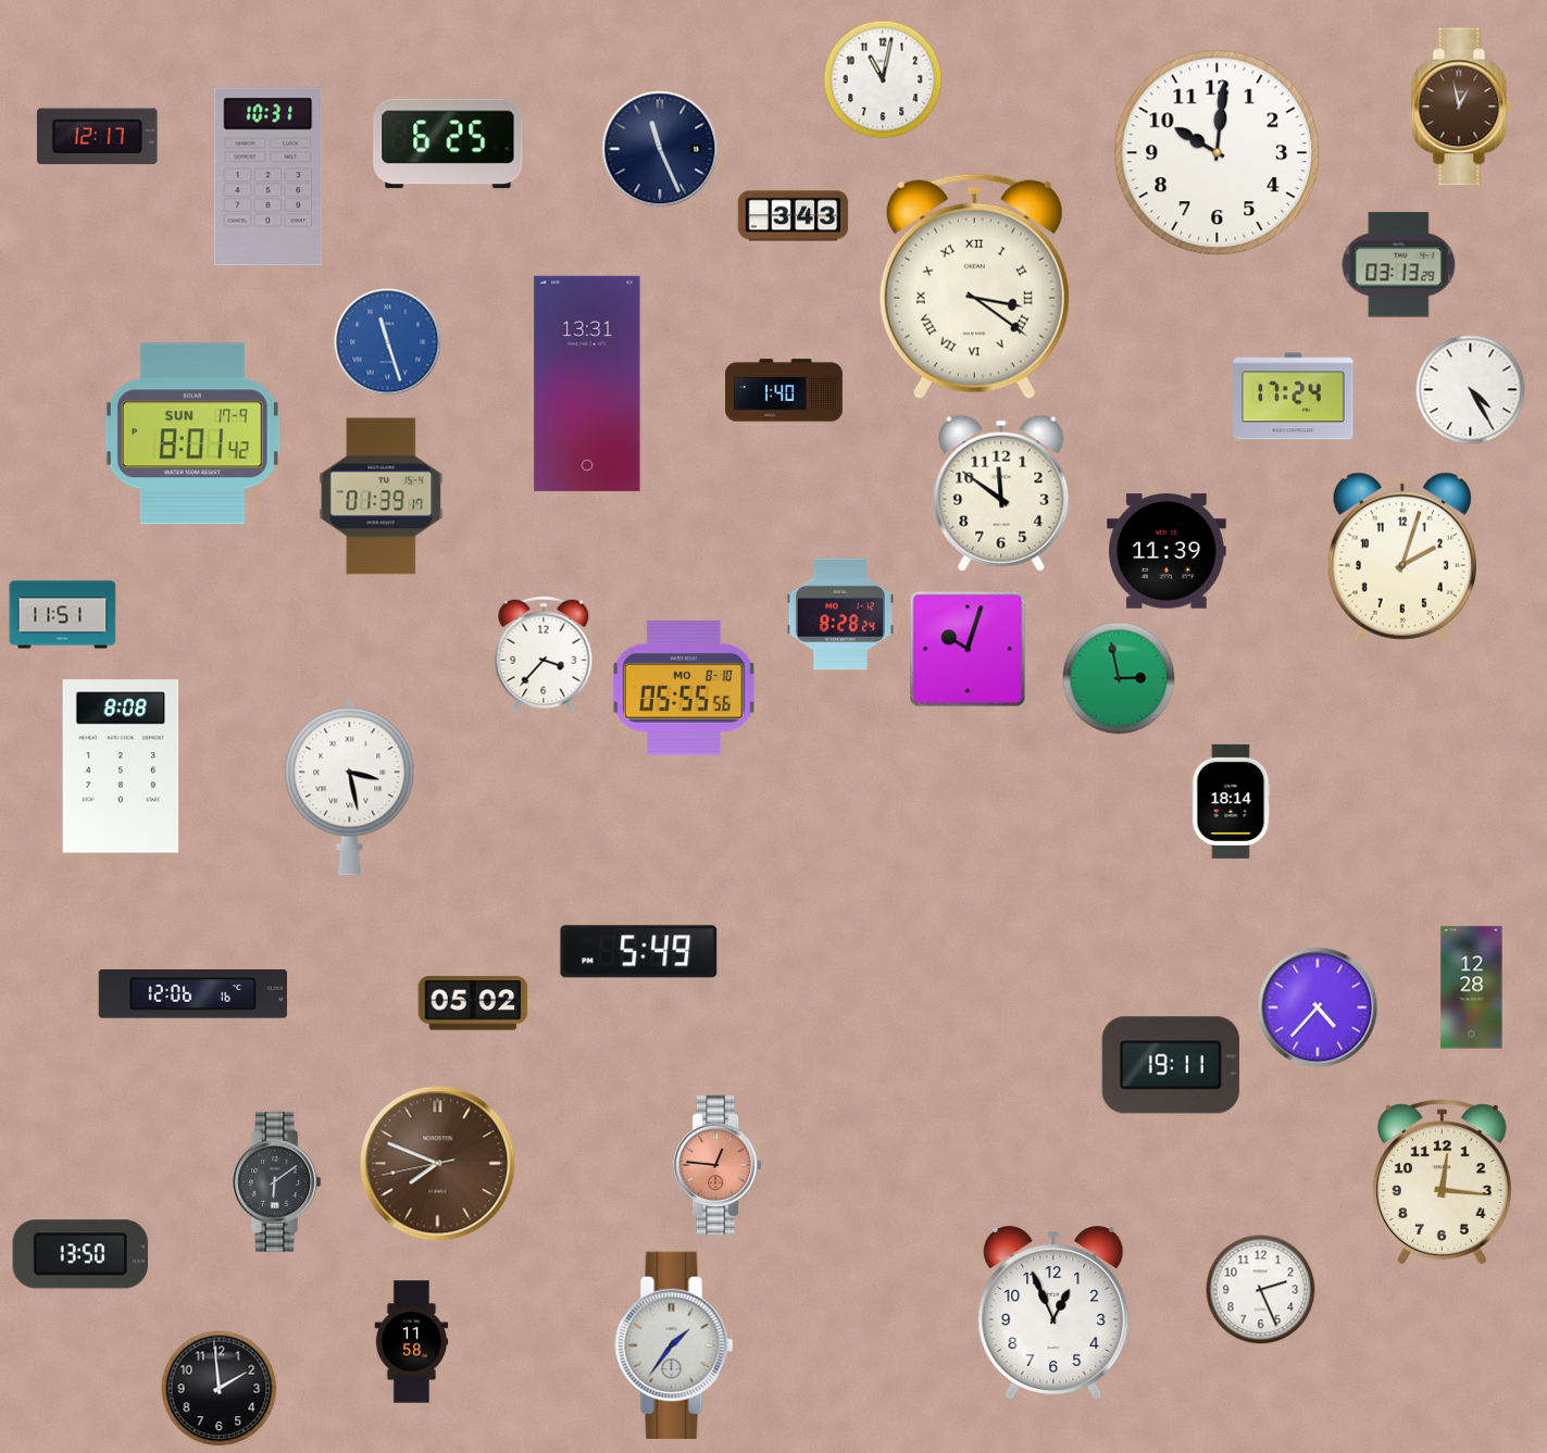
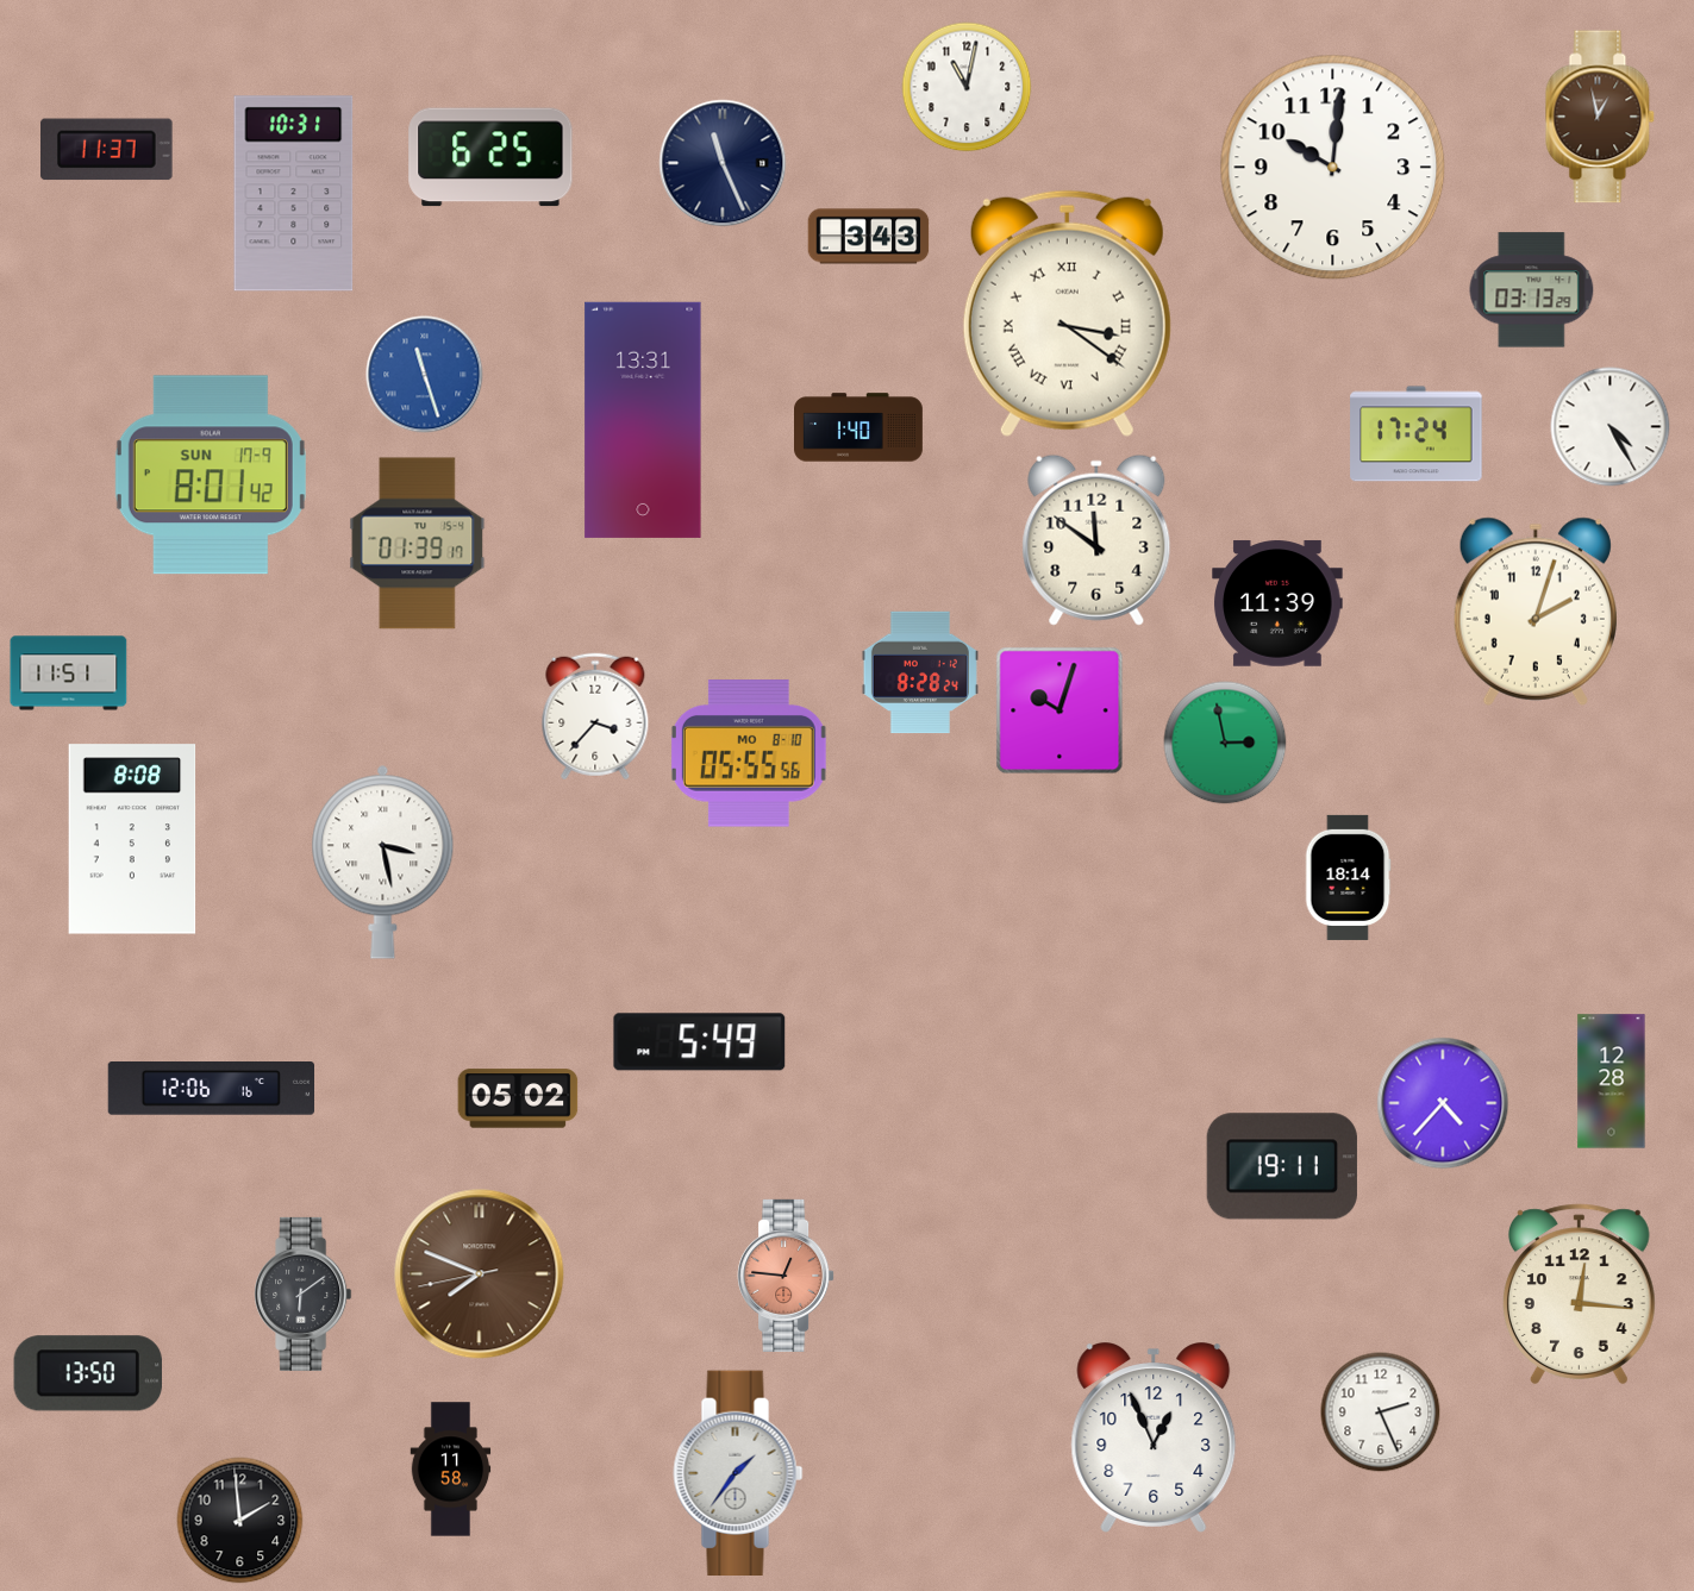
clock at (98, 137): 12:17 -> 11:37
